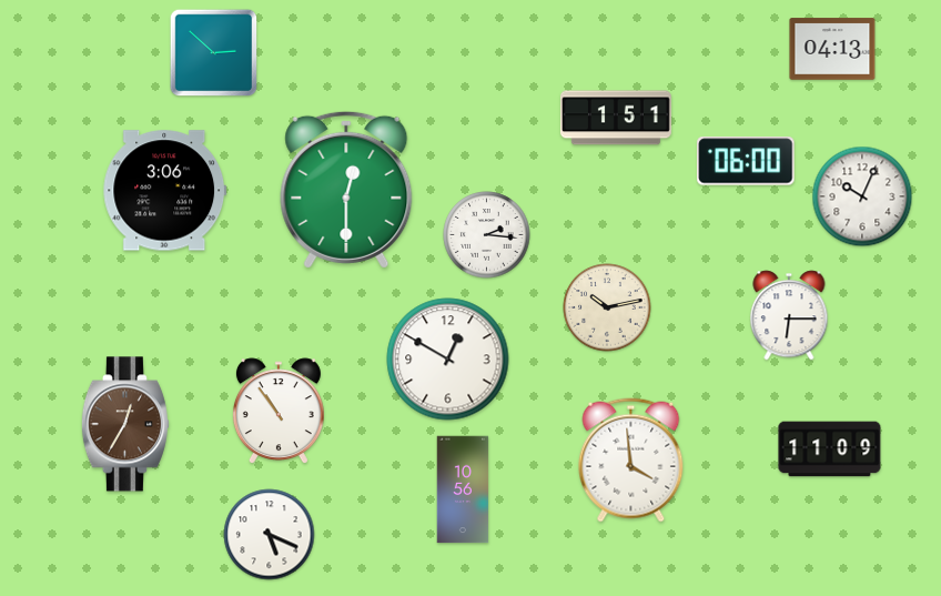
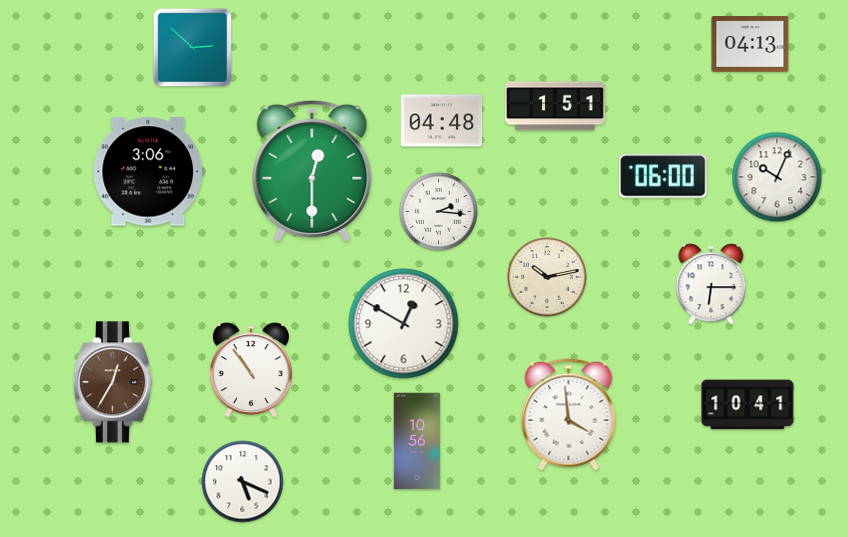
clock at (442, 121): none -> 04:48
clock at (746, 161) position: (746, 161) -> (663, 176)
clock at (830, 449): 11:09 -> 10:41
